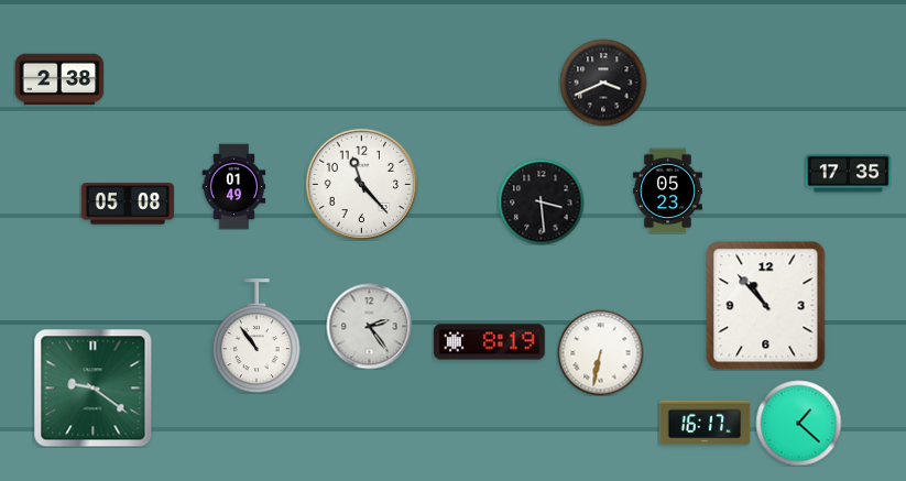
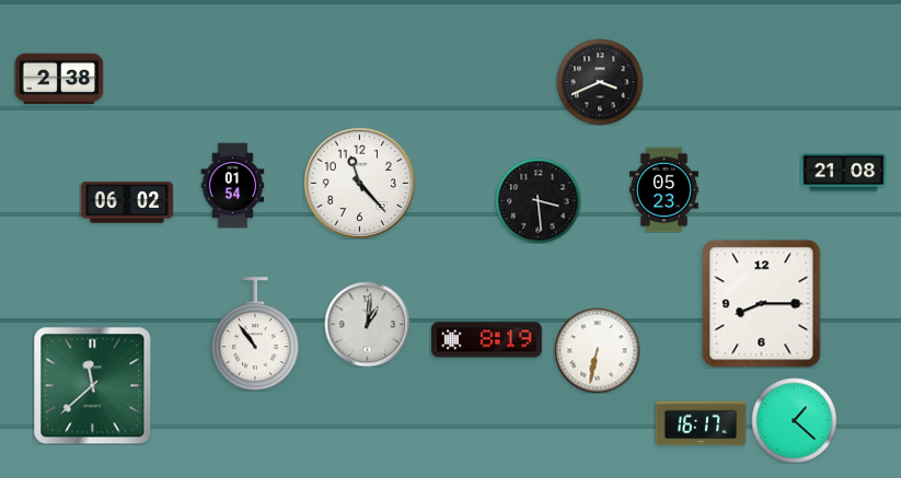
clock at (848, 174): 17:35 -> 21:08
clock at (234, 186): 01:49 -> 01:54
clock at (128, 204): 05:08 -> 06:02
clock at (766, 306): 10:53 -> 8:15
clock at (369, 326): 2:24 -> 1:01
clock at (92, 387): 9:21 -> 11:38
clock at (705, 423) position: (705, 423) -> (701, 423)
